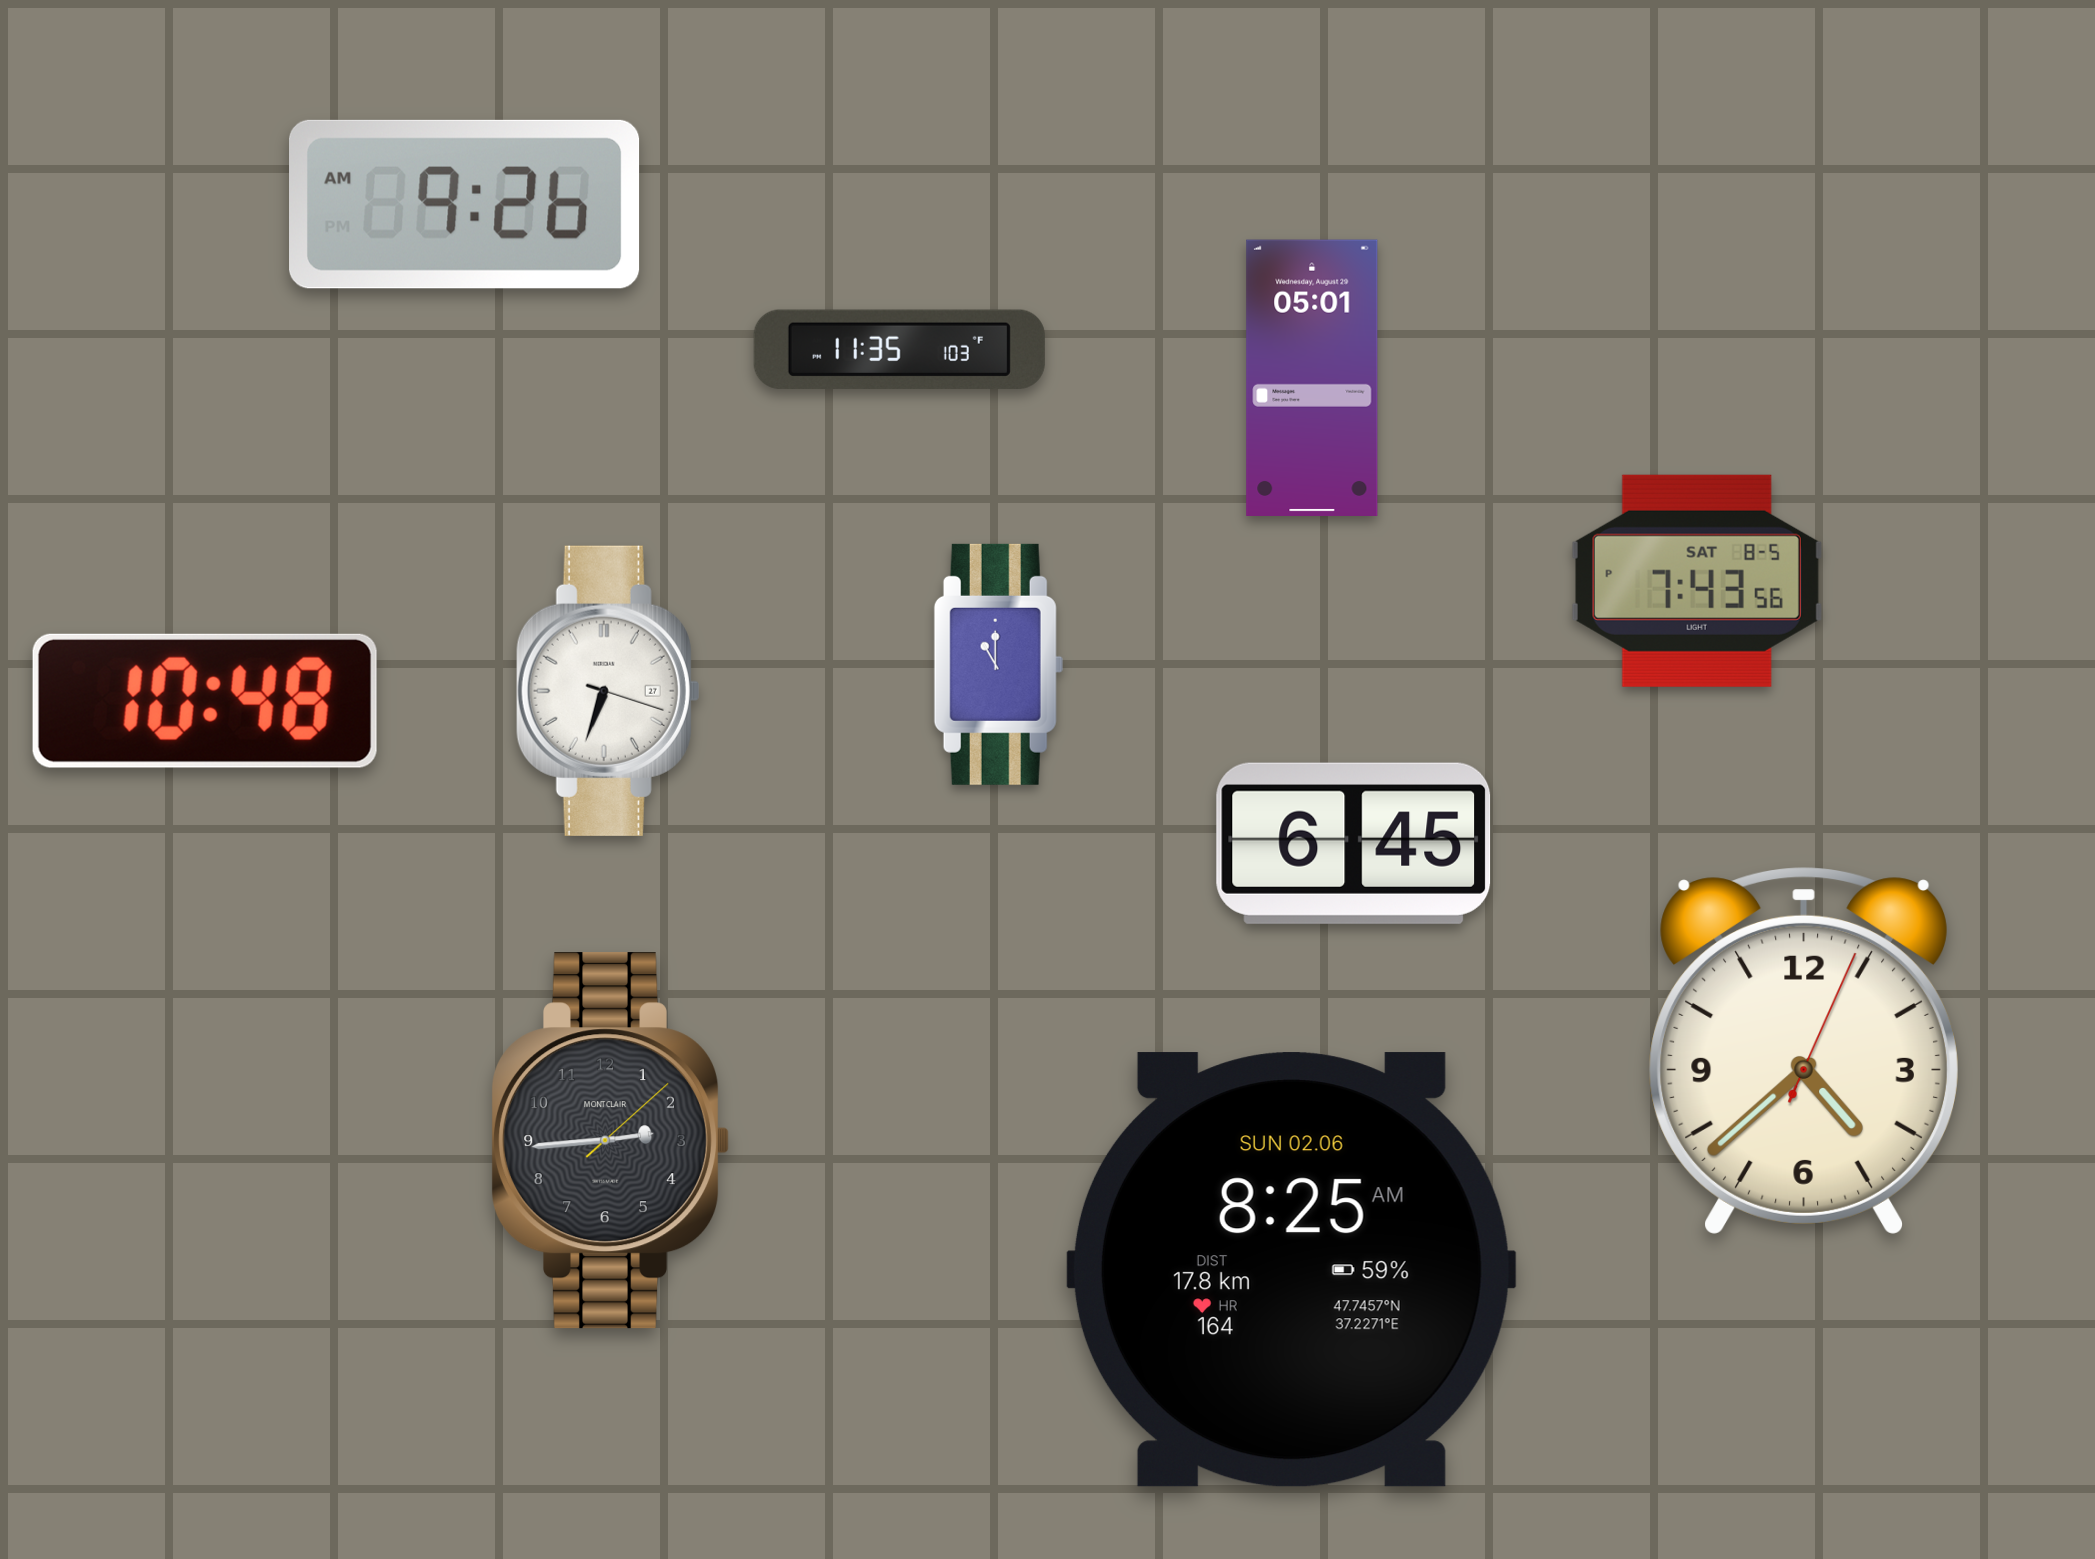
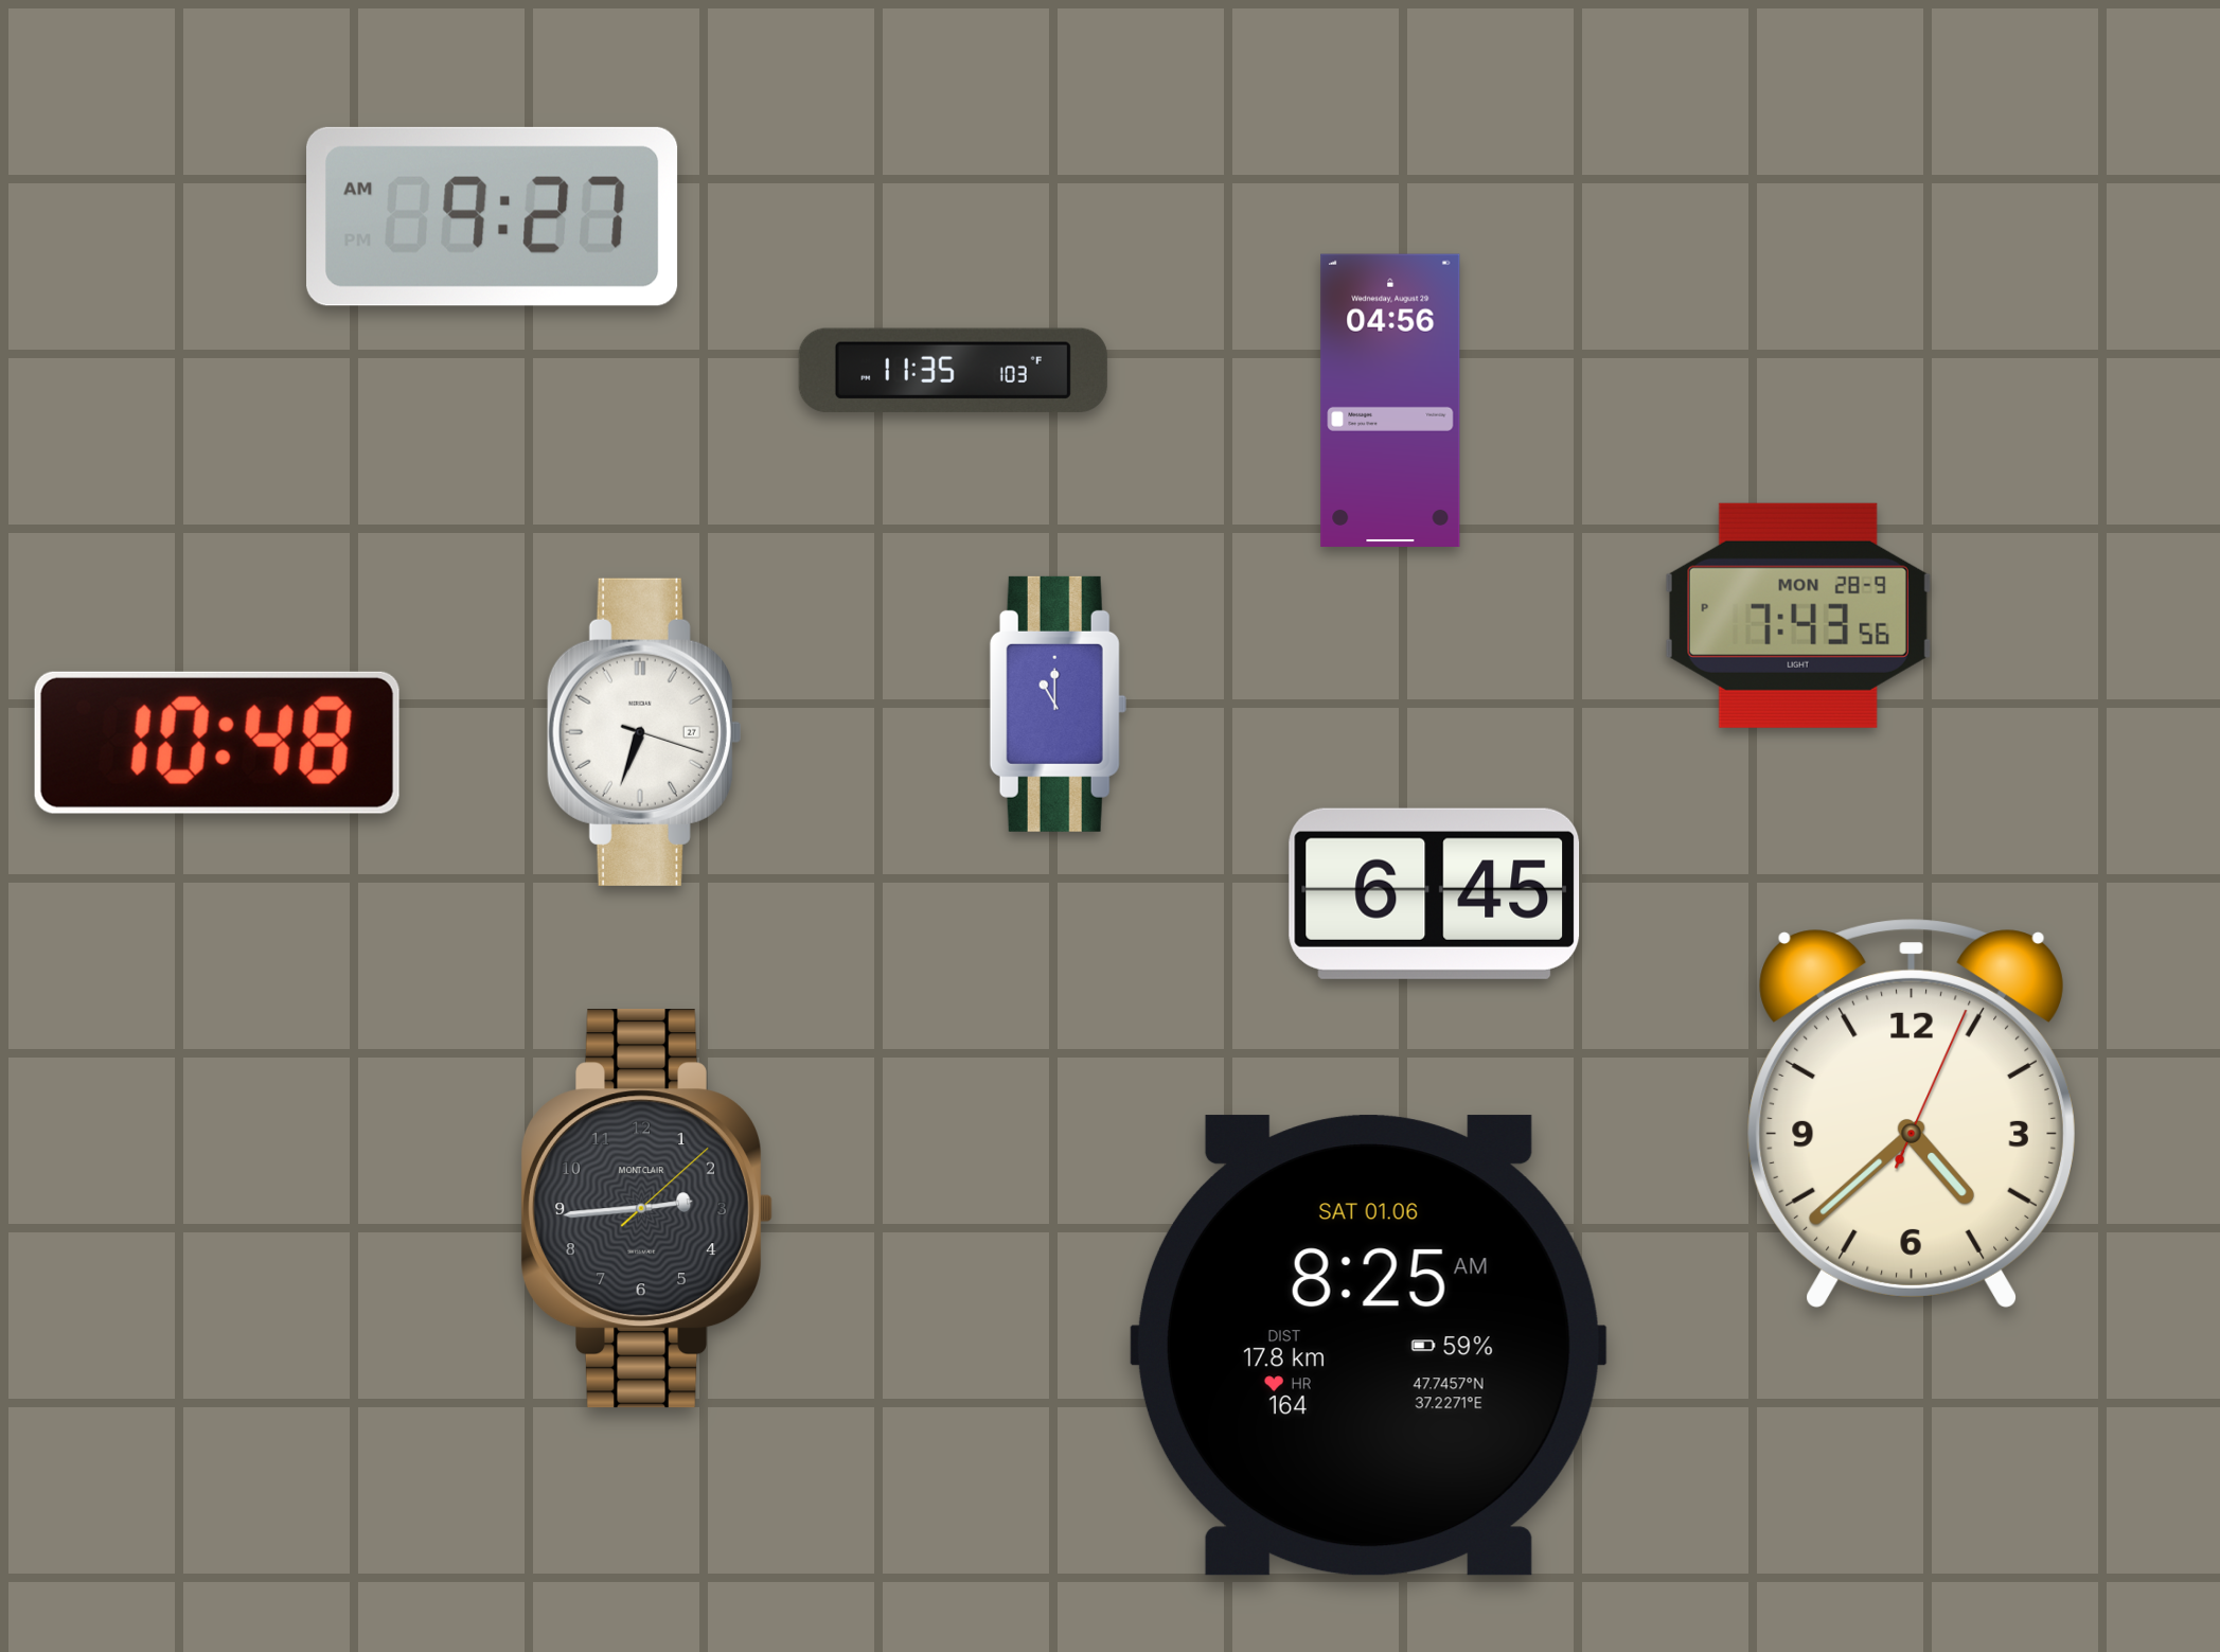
clock at (465, 204): 9:26 -> 9:27
clock at (1312, 377): 05:01 -> 04:56
clock at (1697, 581) date: SAT 8-5 -> MON 28-9
clock at (1291, 1270) date: SUN 02.06 -> SAT 01.06
